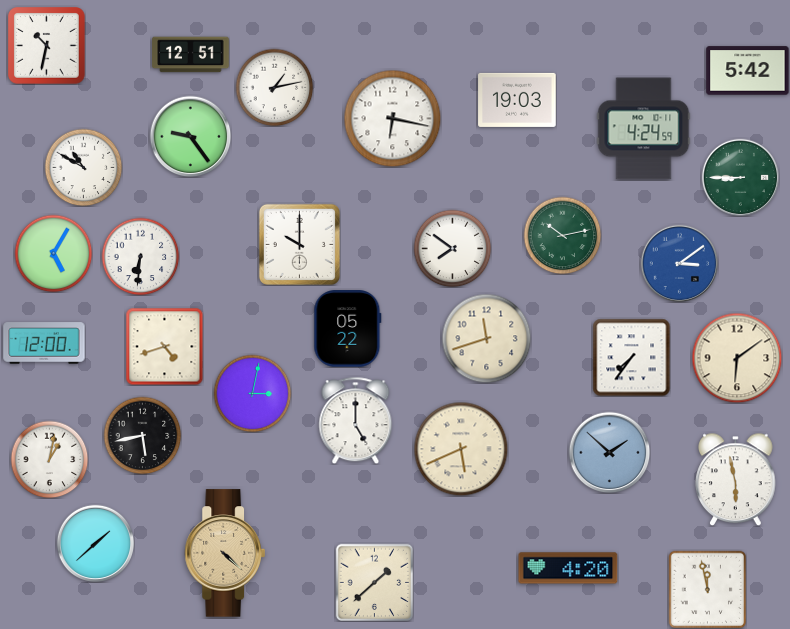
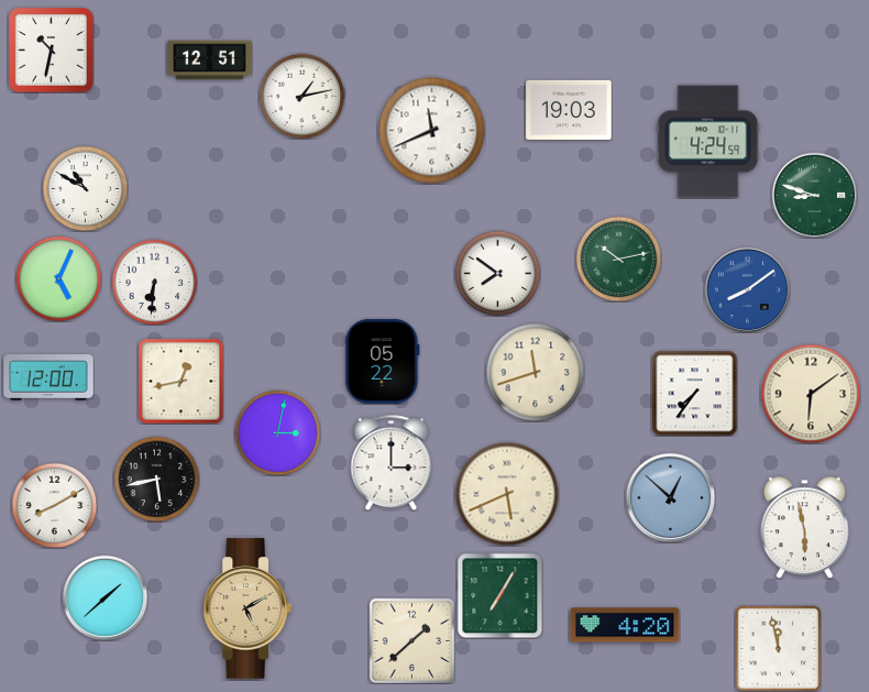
clock at (748, 71): 5:42 -> none
clock at (392, 118): 6:17 -> 11:41
clock at (190, 136): 9:24 -> none
clock at (83, 167) position: (83, 167) -> (85, 188)
clock at (740, 177): 8:45 -> 8:48
clock at (299, 244): 10:00 -> none
clock at (53, 253): 5:05 -> 5:04
clock at (679, 263): 3:09 -> 8:09
clock at (164, 346): 4:42 -> 12:43
clock at (356, 420): 5:00 -> 3:00
clock at (609, 452): 1:52 -> 12:52
clock at (49, 459): 1:02 -> 8:10
clock at (736, 479) position: (736, 479) -> (805, 527)
clock at (499, 595): none -> 7:05
clock at (225, 553): 4:22 -> 5:10
